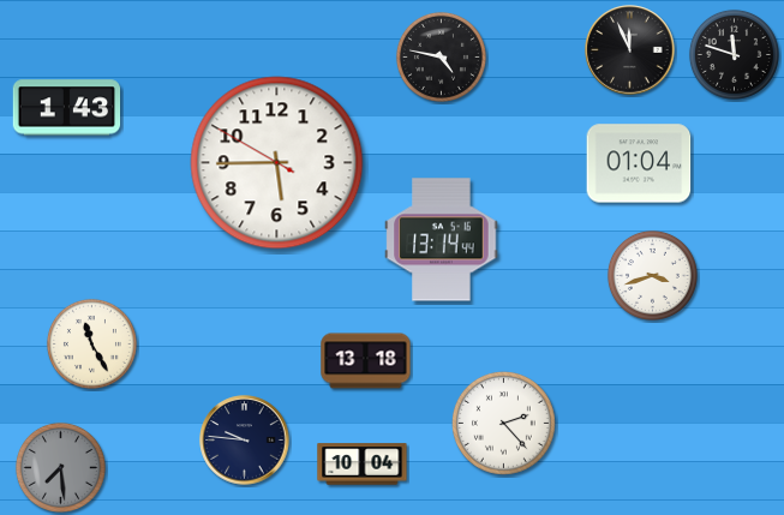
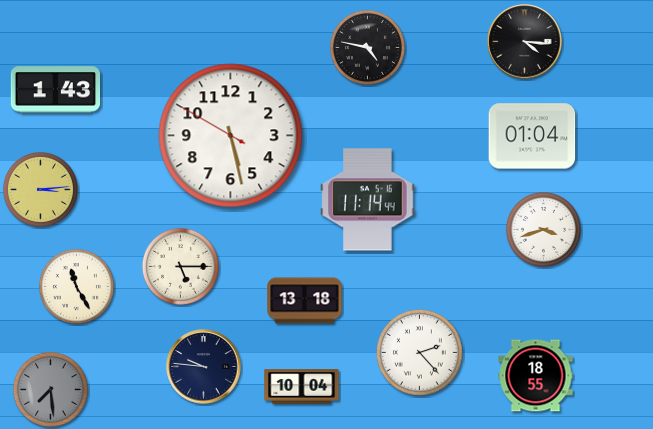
clock at (630, 50): 11:56 -> 4:16
clock at (734, 54): 11:48 -> none
clock at (277, 163): 5:44 -> 5:27
clock at (40, 189): none -> 3:14
clock at (442, 240): 13:14 -> 11:14
clock at (180, 266): none -> 5:15
clock at (536, 376): none -> 18:55
